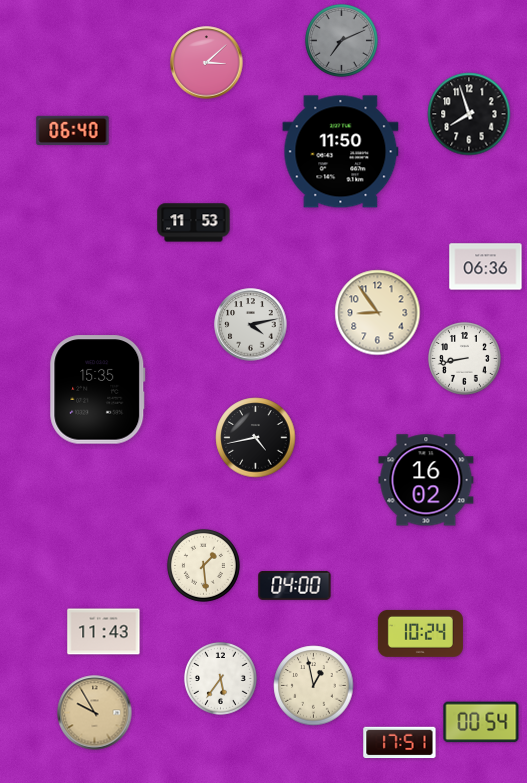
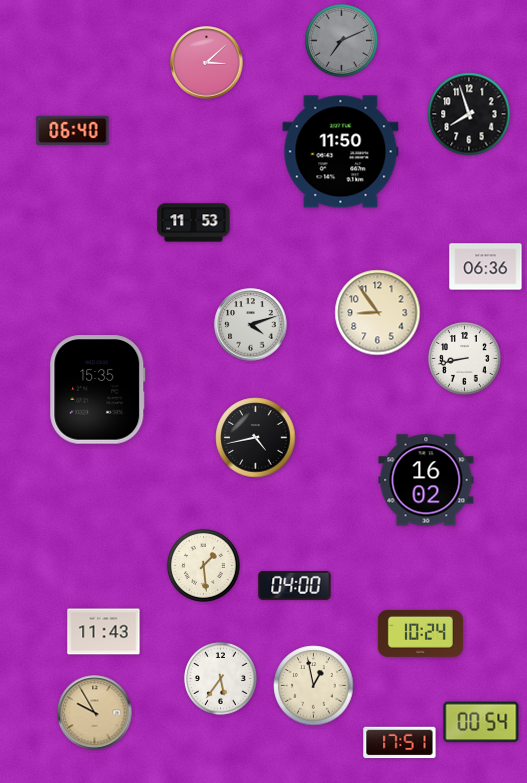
clock at (251, 325): 4:13 -> 4:12
